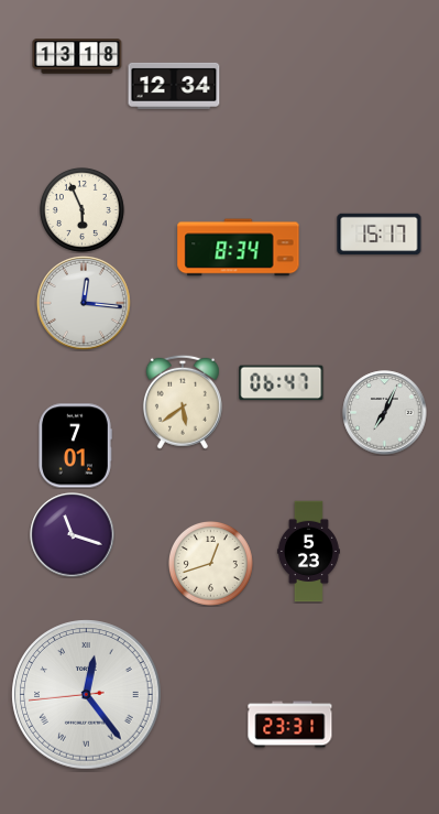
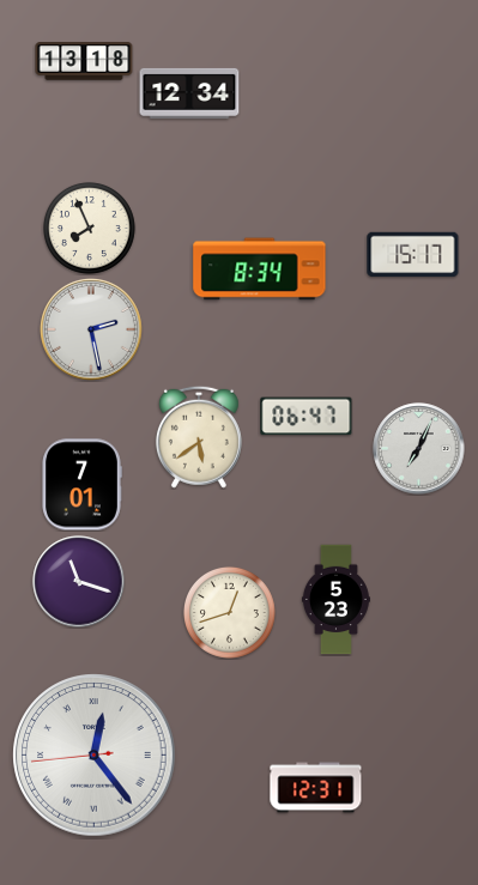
clock at (81, 209): 5:56 -> 7:56
clock at (84, 303): 12:16 -> 2:28
clock at (290, 725): 23:31 -> 12:31
